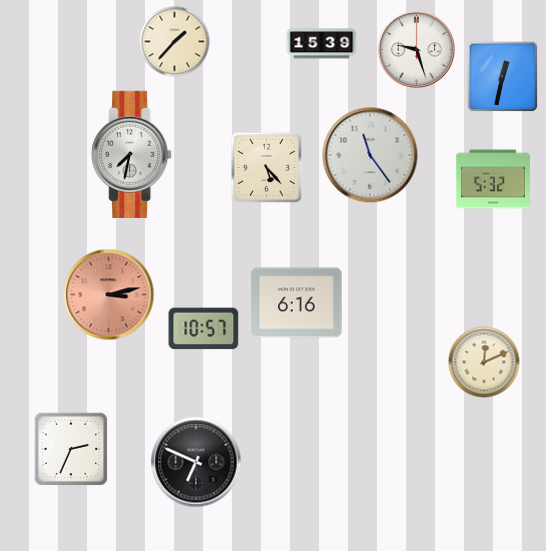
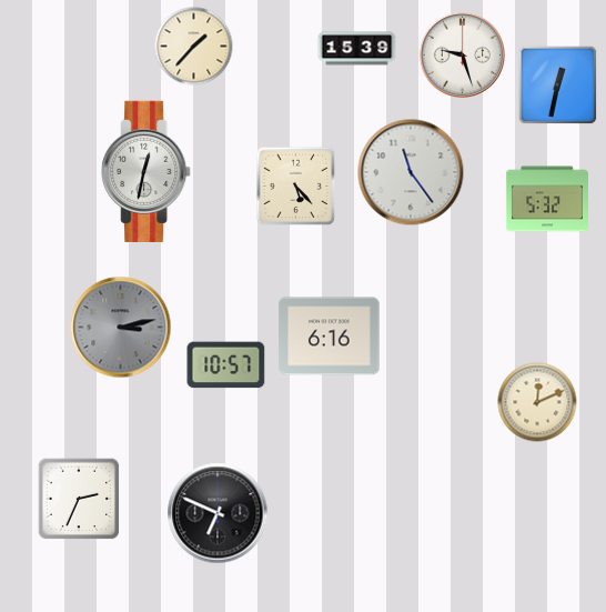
clock at (132, 154): 7:32 -> 12:32
clock at (109, 295) dial: salmon -> grey
